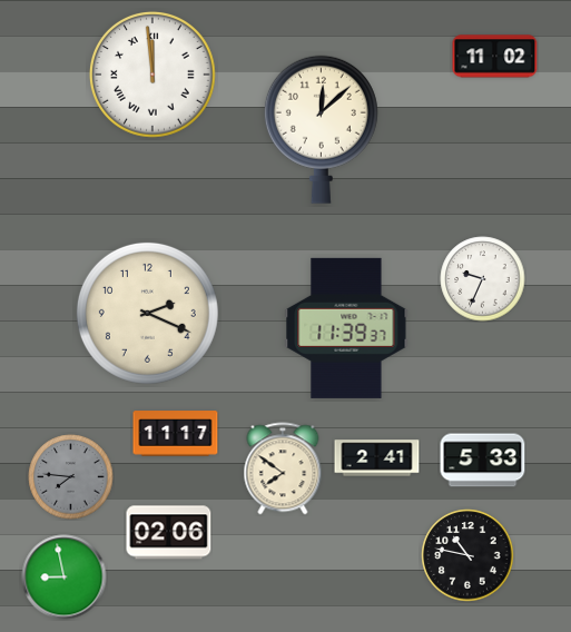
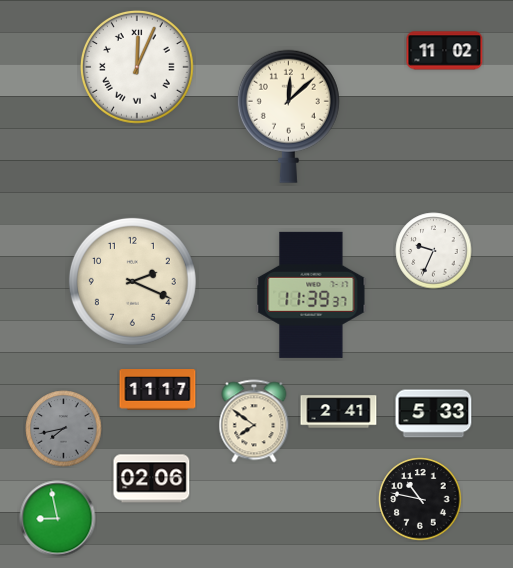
clock at (152, 75): 11:59 -> 12:04
clock at (71, 477): 7:46 -> 7:43
